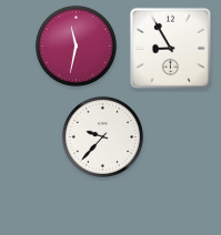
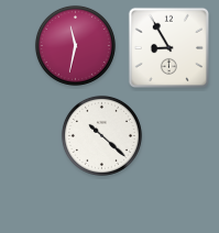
clock at (102, 136): 9:37 -> 10:22
